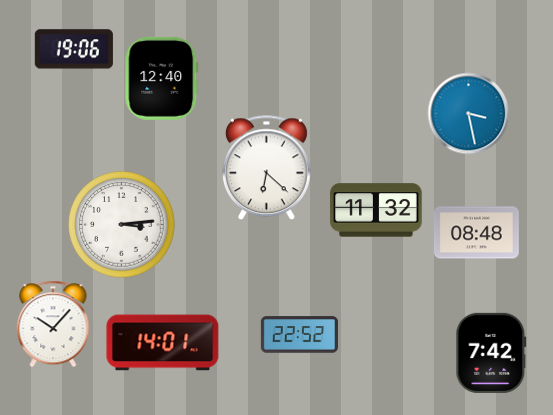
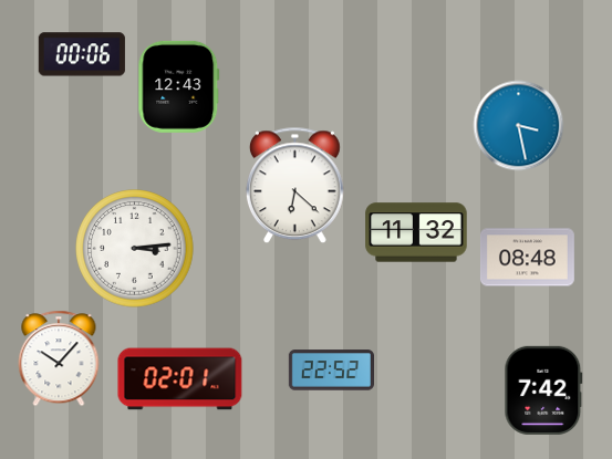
clock at (74, 49): 19:06 -> 00:06
clock at (162, 78): 12:40 -> 12:43
clock at (163, 343): 14:01 -> 02:01
